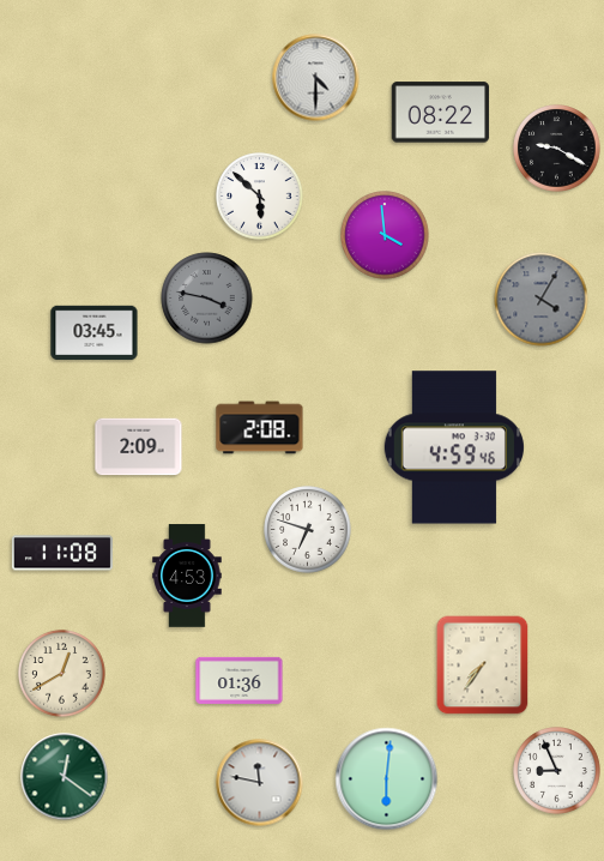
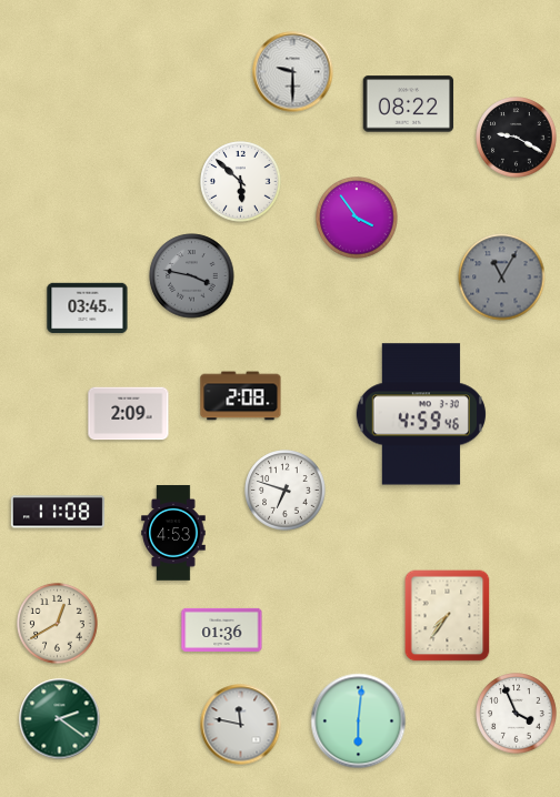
clock at (316, 78): 4:30 -> 9:30
clock at (385, 235): 3:59 -> 3:54
clock at (542, 300): 4:05 -> 11:05
clock at (557, 771): 8:56 -> 3:56
clock at (65, 777): 12:21 -> 2:21
